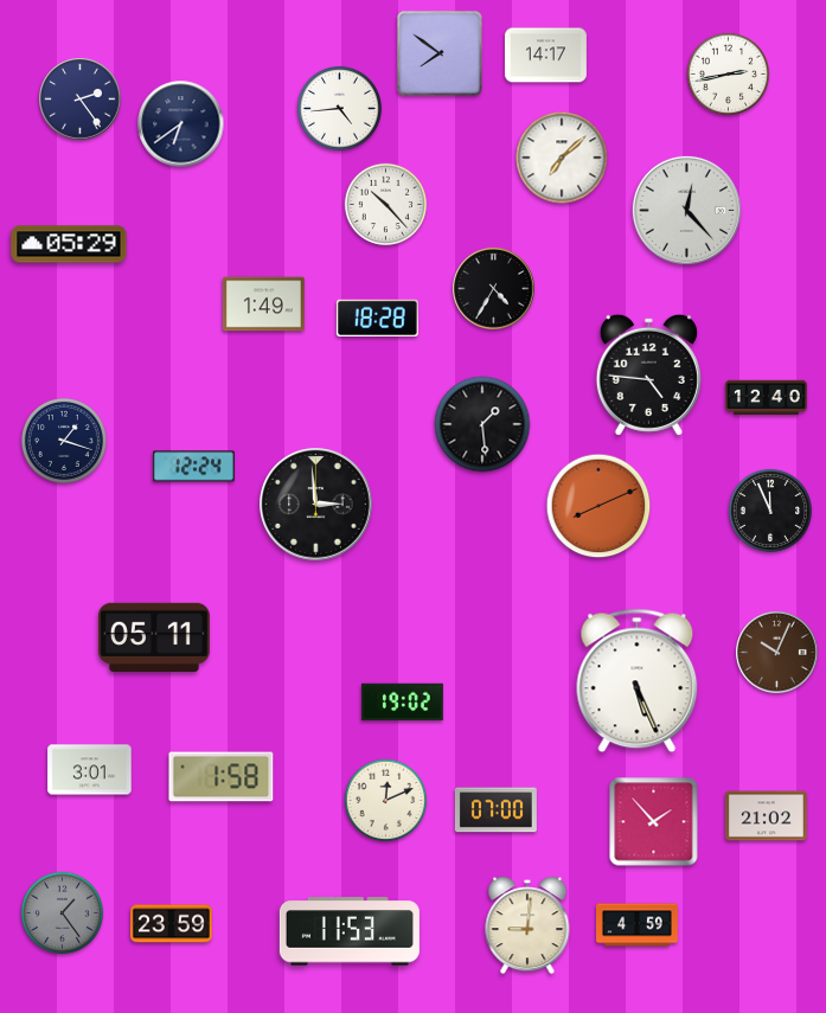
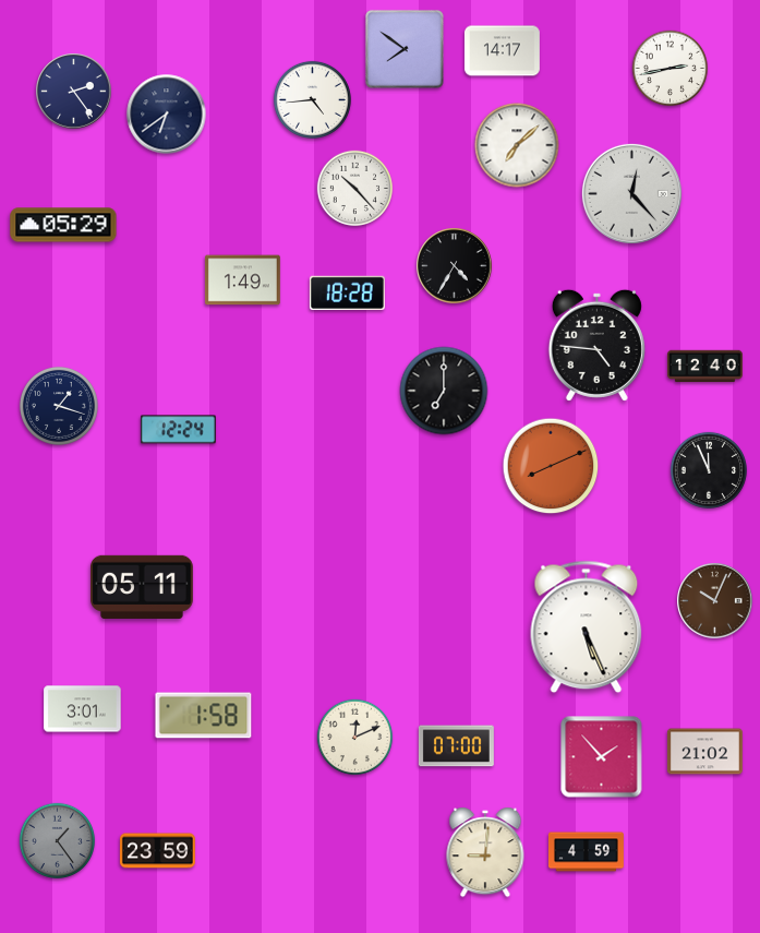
clock at (482, 424): 1:29 -> 7:00
clock at (316, 505): 2:59 -> none
clock at (402, 703): 19:02 -> none
clock at (350, 931): 11:53 -> none
